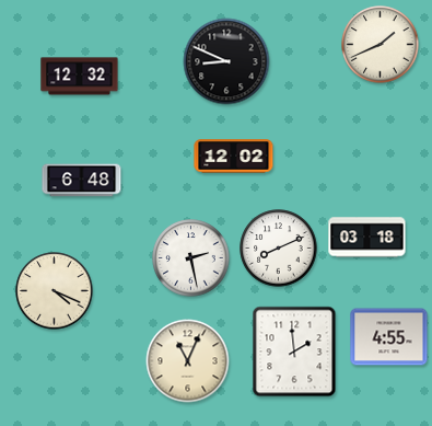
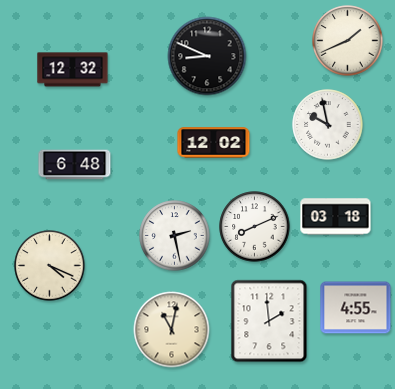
clock at (328, 125): none -> 9:58
clock at (188, 361): 11:04 -> 11:02
